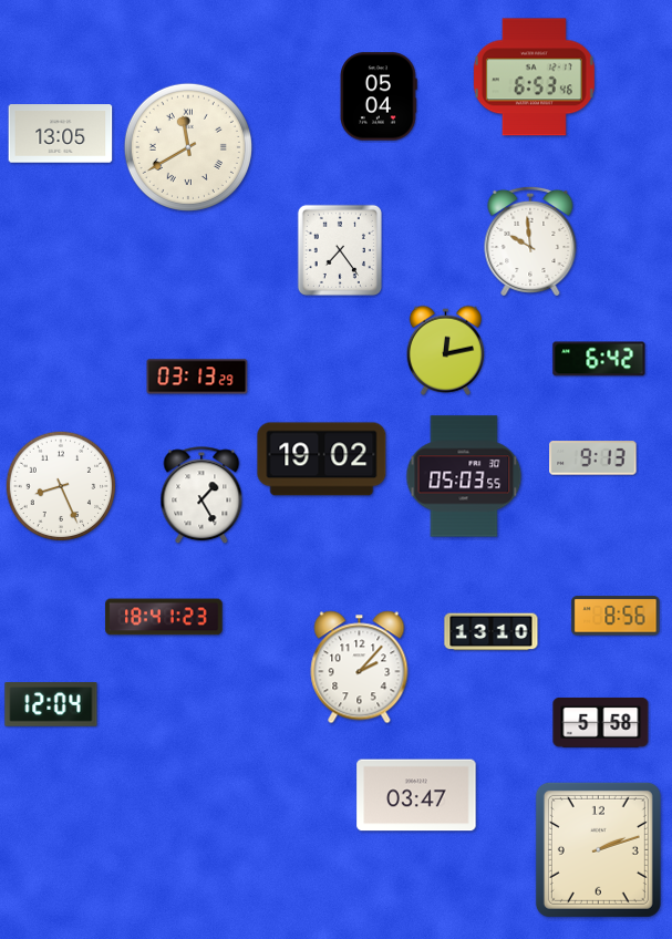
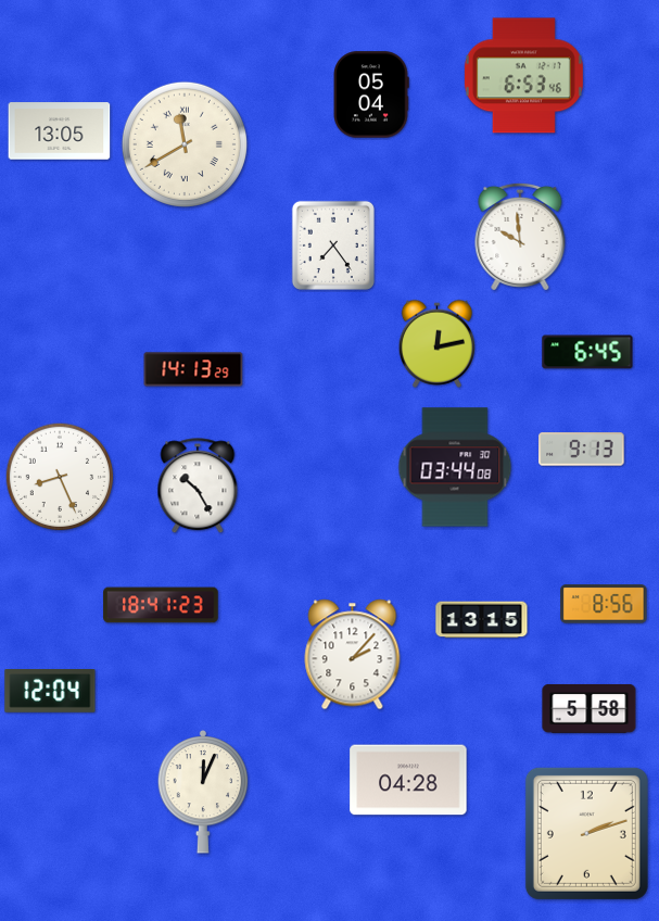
clock at (599, 359): 6:42 -> 6:45
clock at (197, 376): 03:13 -> 14:13
clock at (322, 460): 19:02 -> none
clock at (464, 476): 05:03 -> 03:44
clock at (201, 496): 1:25 -> 10:25
clock at (492, 632): 13:10 -> 13:15
clock at (416, 795): 03:47 -> 04:28
clock at (203, 792): none -> 12:04
